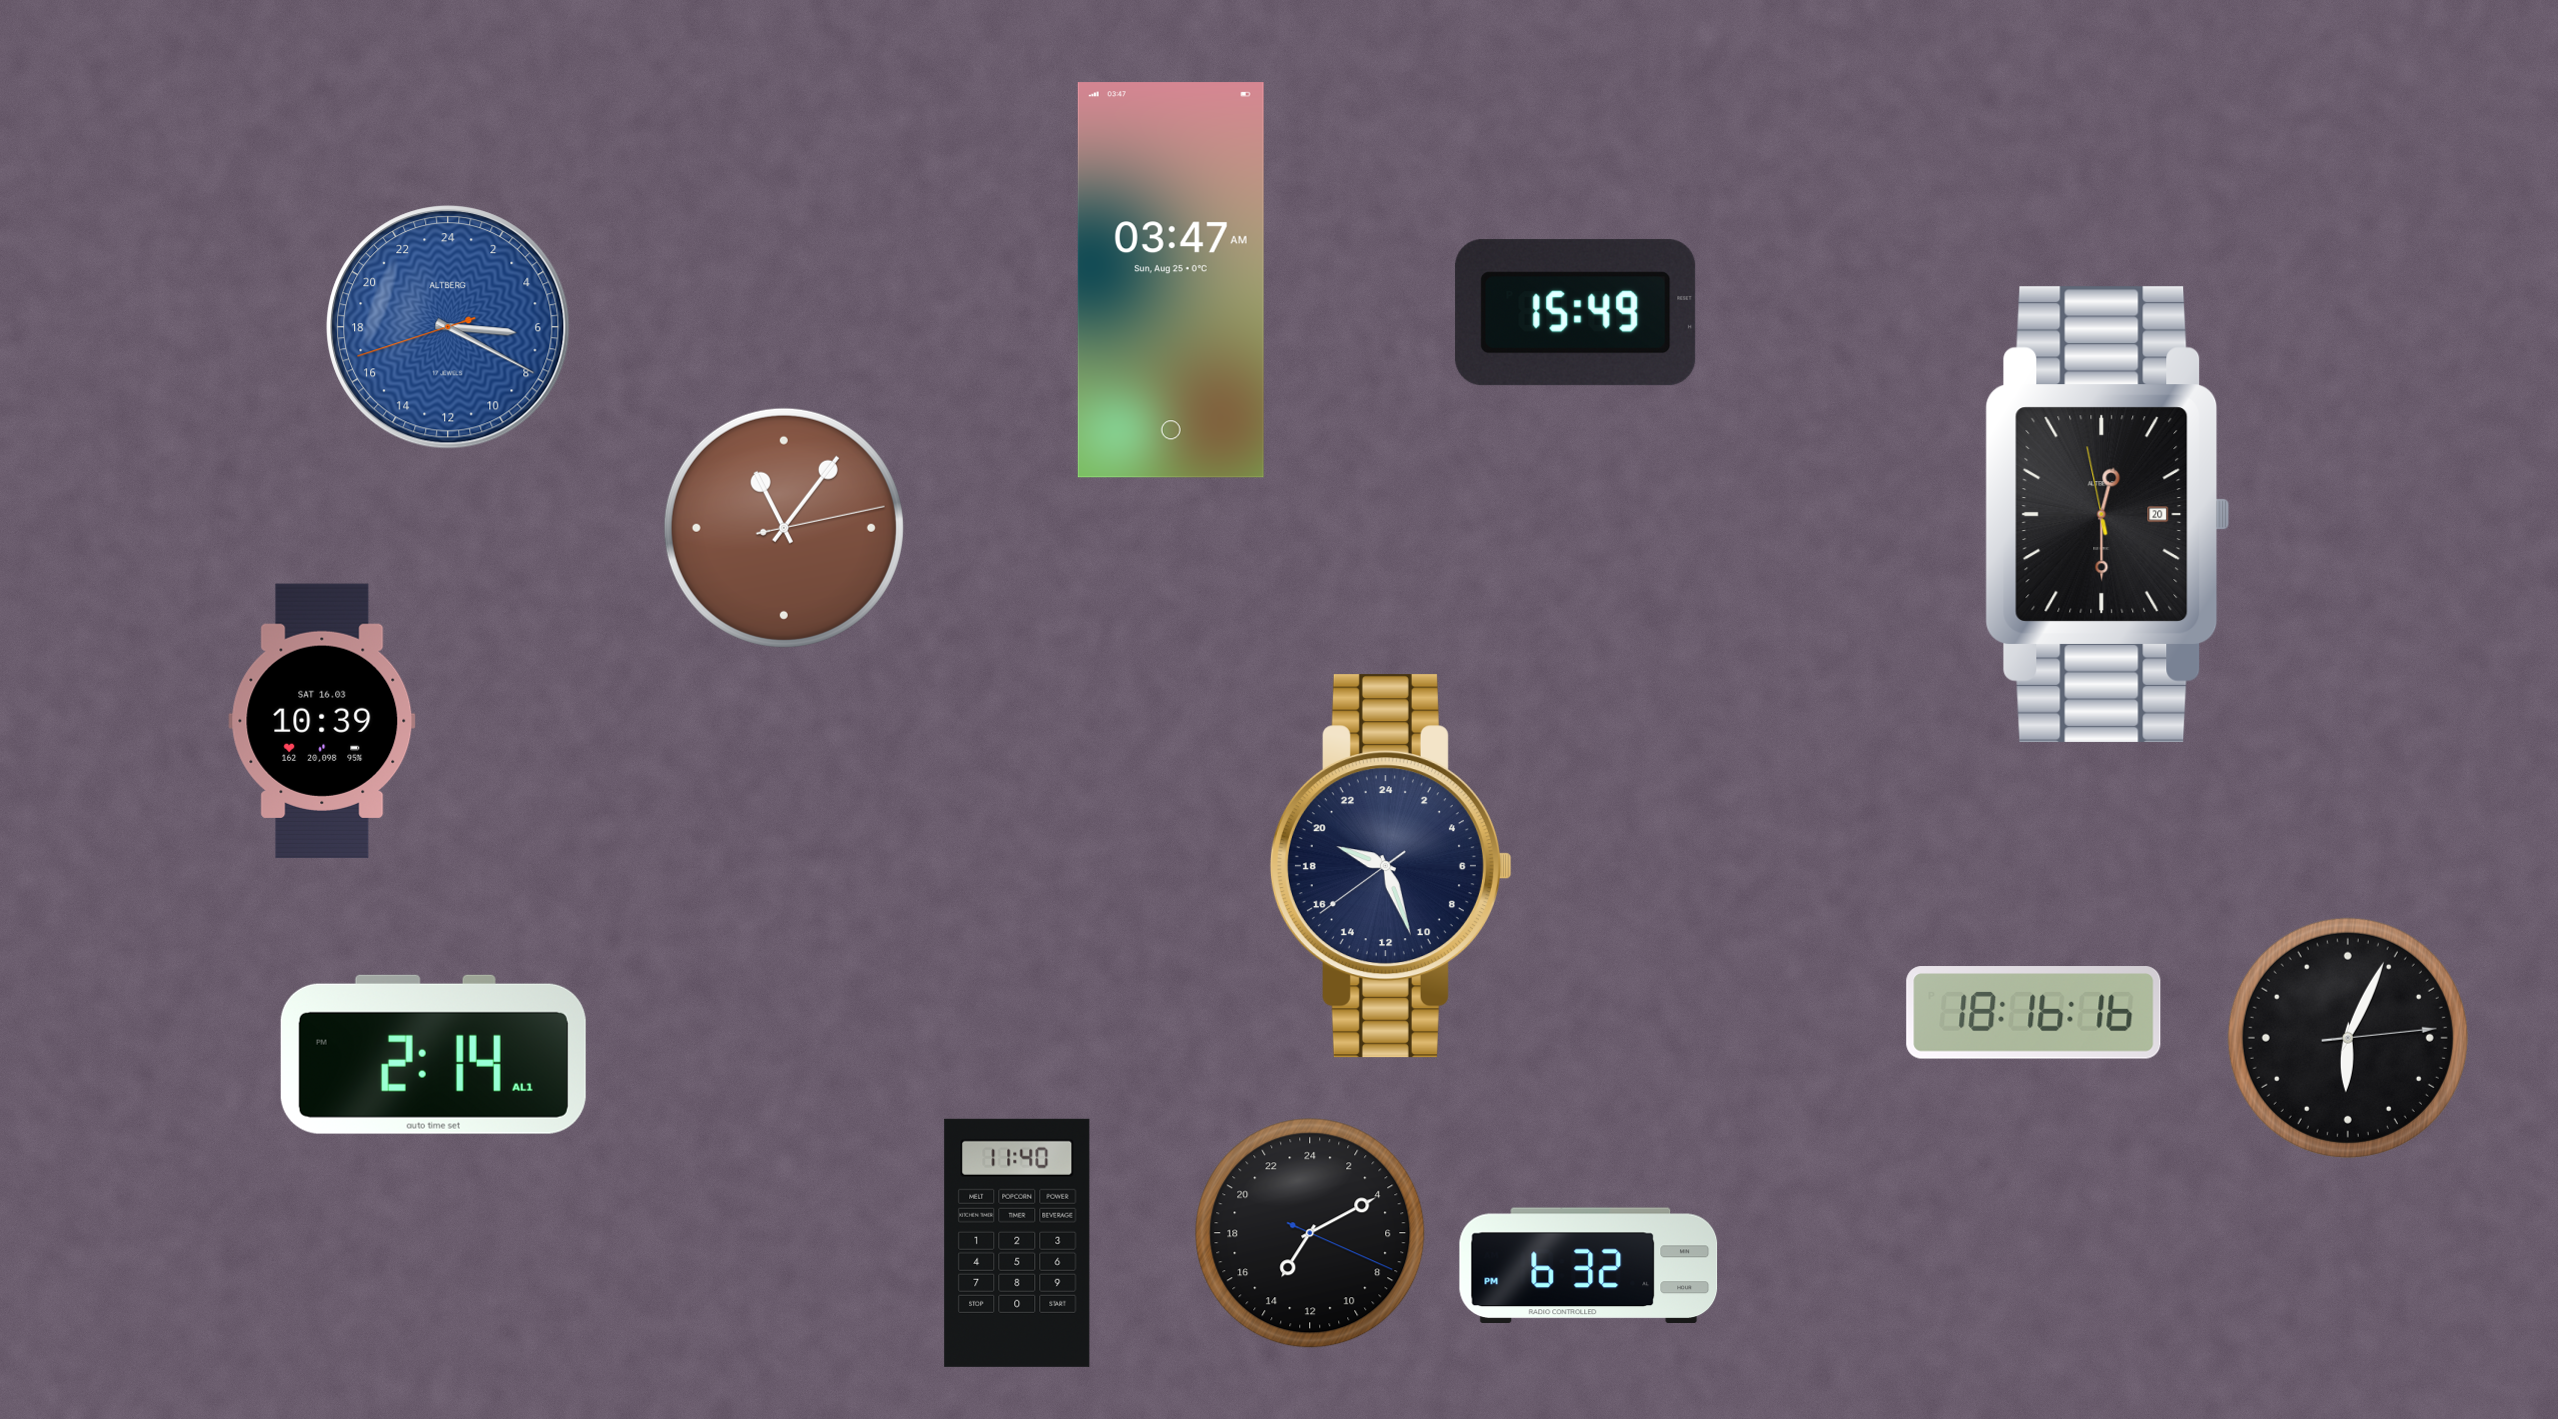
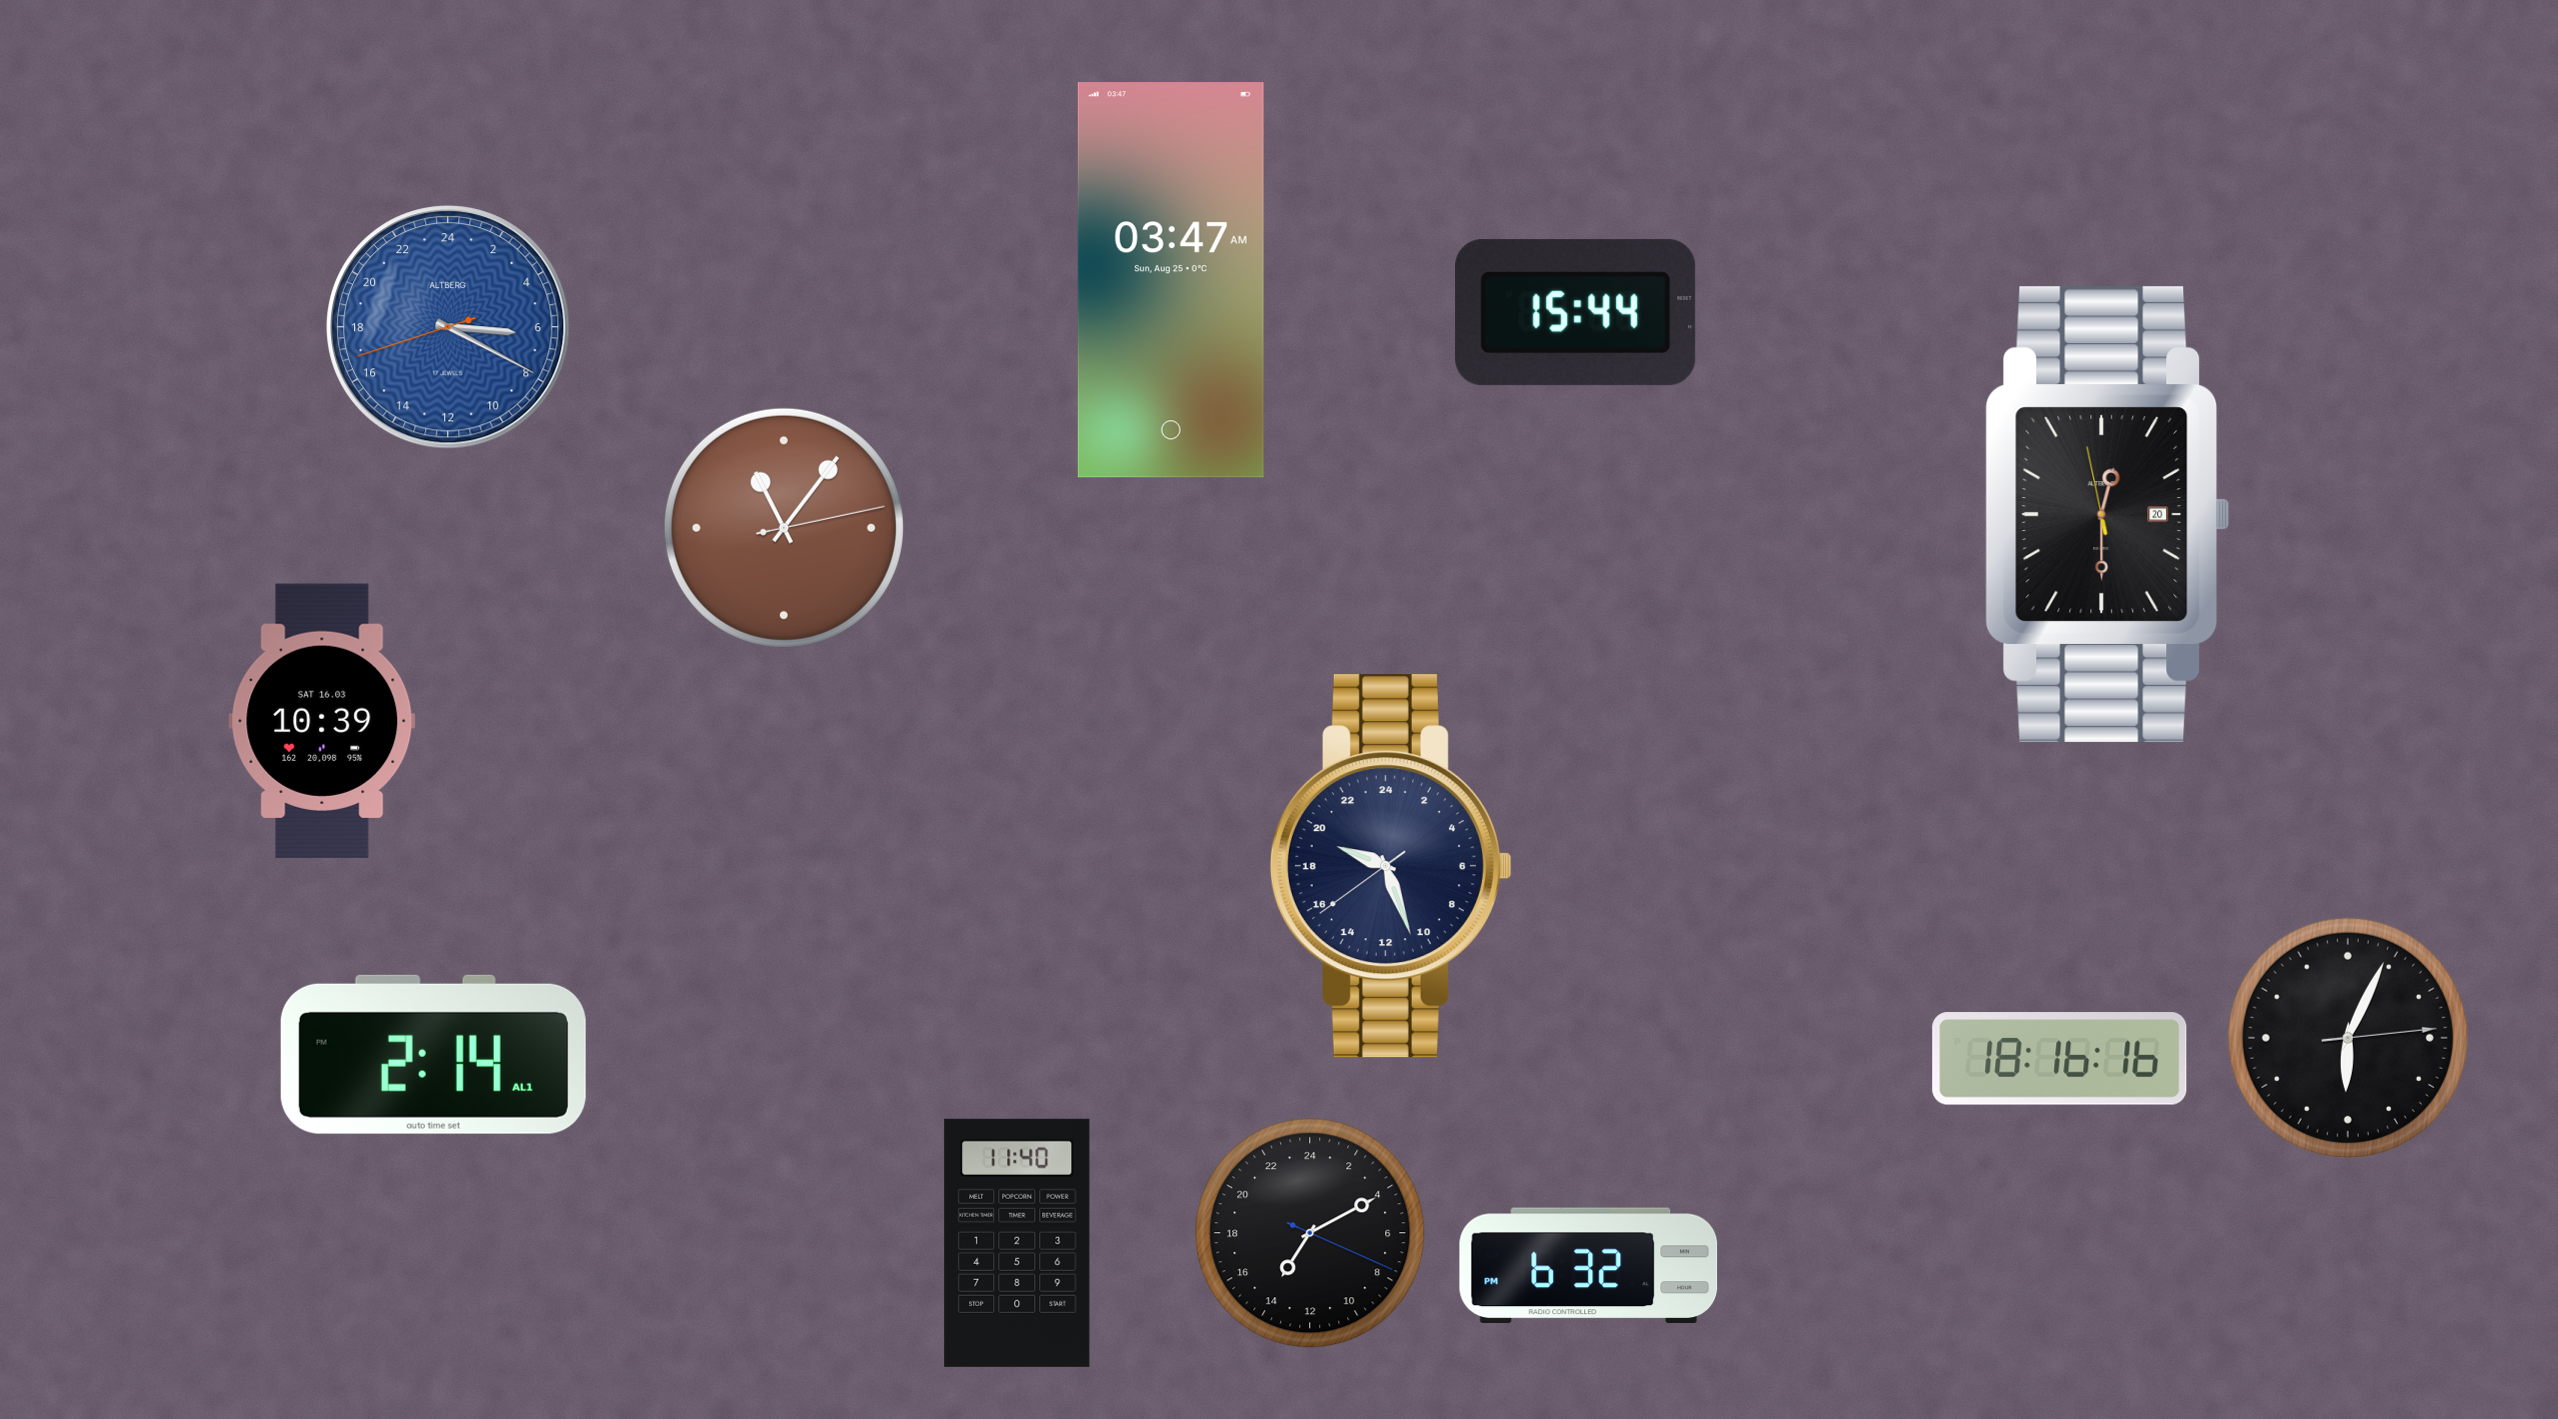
clock at (1576, 313): 15:49 -> 15:44
clock at (2034, 1013) position: (2034, 1013) -> (2060, 1059)
